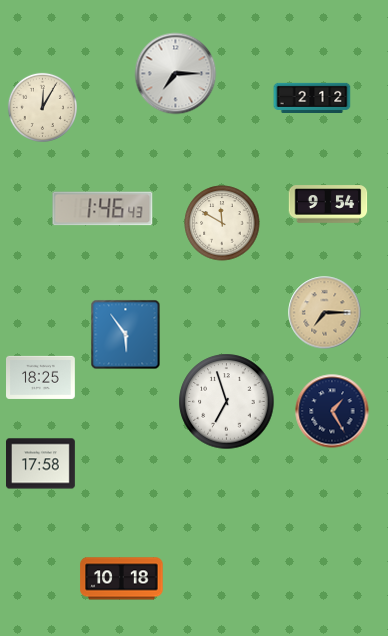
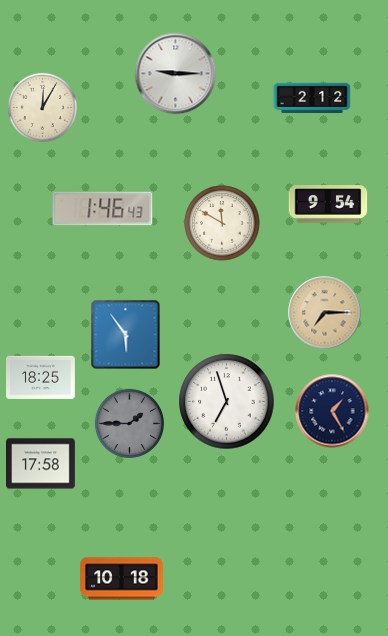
clock at (176, 74): 7:15 -> 9:15
clock at (129, 423): none -> 1:45
